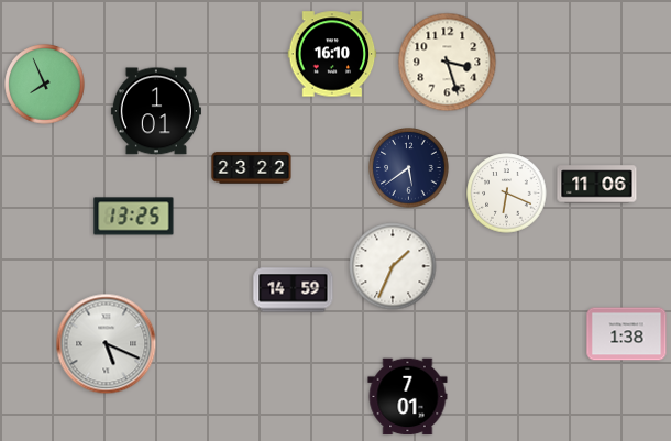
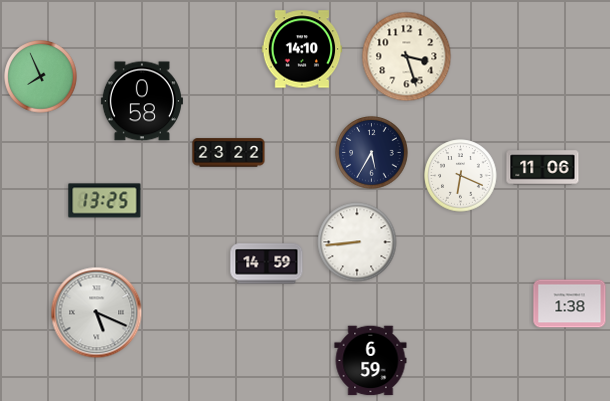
clock at (332, 54): 16:10 -> 14:10
clock at (156, 111): 1:01 -> 0:58
clock at (409, 168): 5:39 -> 5:35
clock at (134, 217) position: (134, 217) -> (105, 201)
clock at (393, 266): 1:34 -> 8:44
clock at (408, 397): 7:01 -> 6:59
